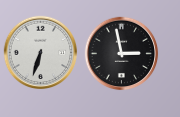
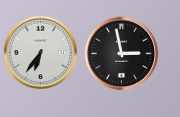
clock at (41, 53): 6:33 -> 6:36
